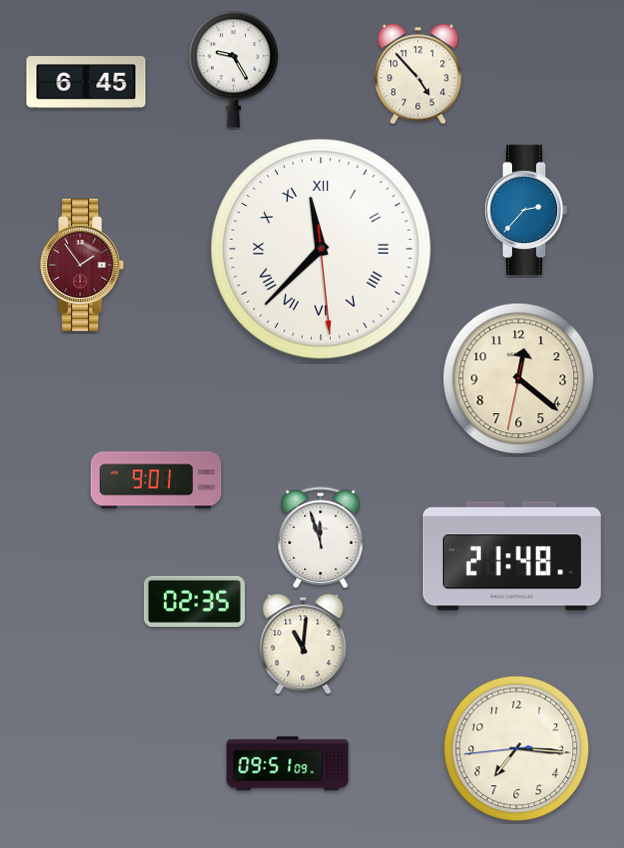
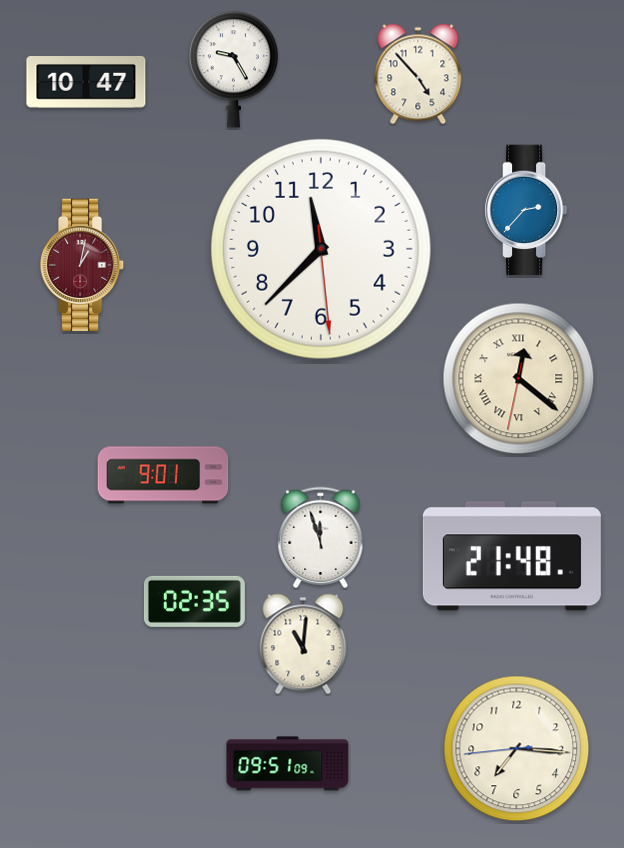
clock at (86, 83): 6:45 -> 10:47
clock at (322, 250) numerals: Roman -> Arabic
clock at (82, 265): 1:54 -> 1:02
clock at (519, 379) numerals: Arabic -> Roman
clock at (156, 480) position: (156, 480) -> (163, 475)
